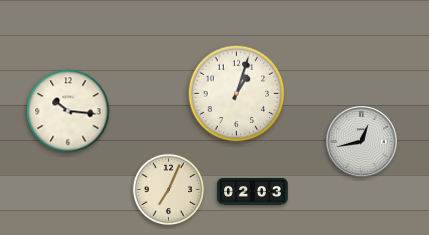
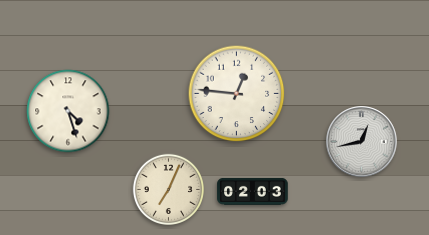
clock at (237, 94): 1:03 -> 12:46
clock at (68, 111): 10:16 -> 4:27
